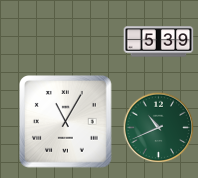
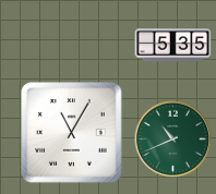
clock at (159, 42): 5:39 -> 5:35
